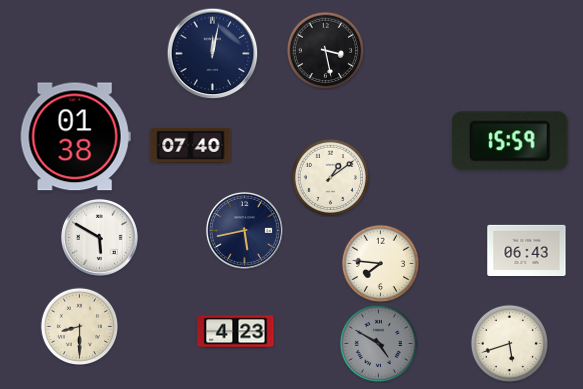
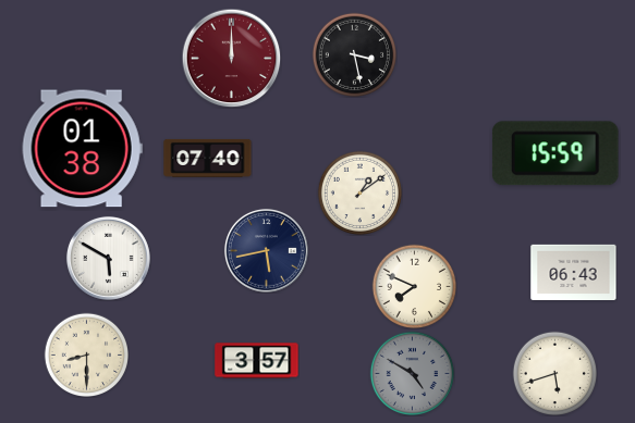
clock at (212, 53): 12:02 -> 12:00
clock at (212, 53) dial: navy -> burgundy
clock at (380, 263): 7:46 -> 7:49
clock at (236, 332): 4:23 -> 3:57
